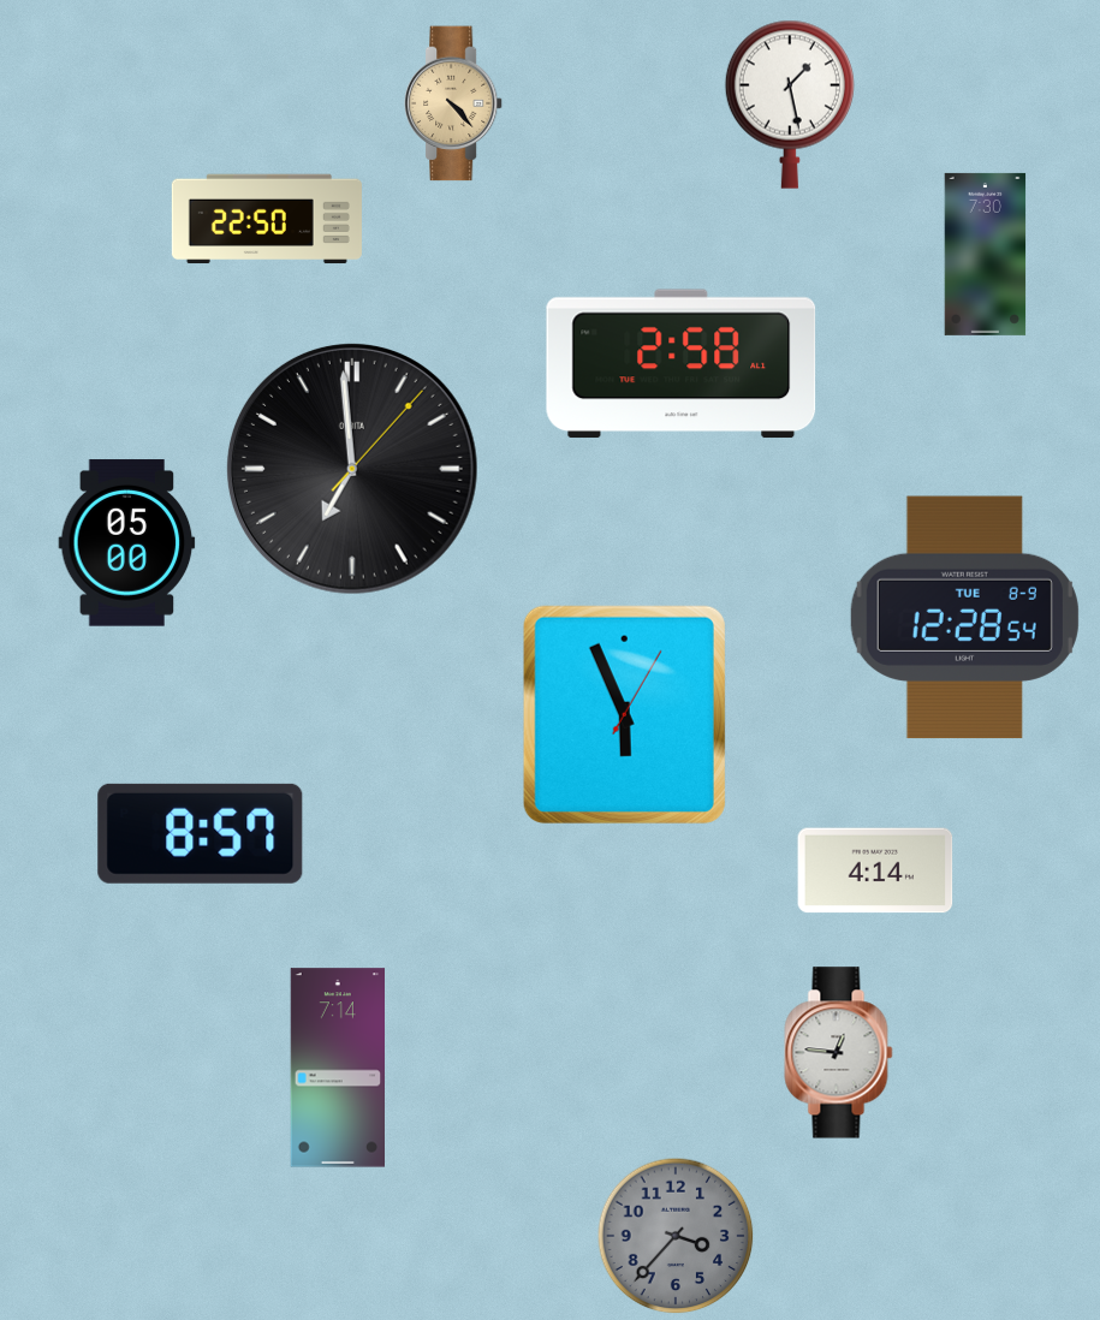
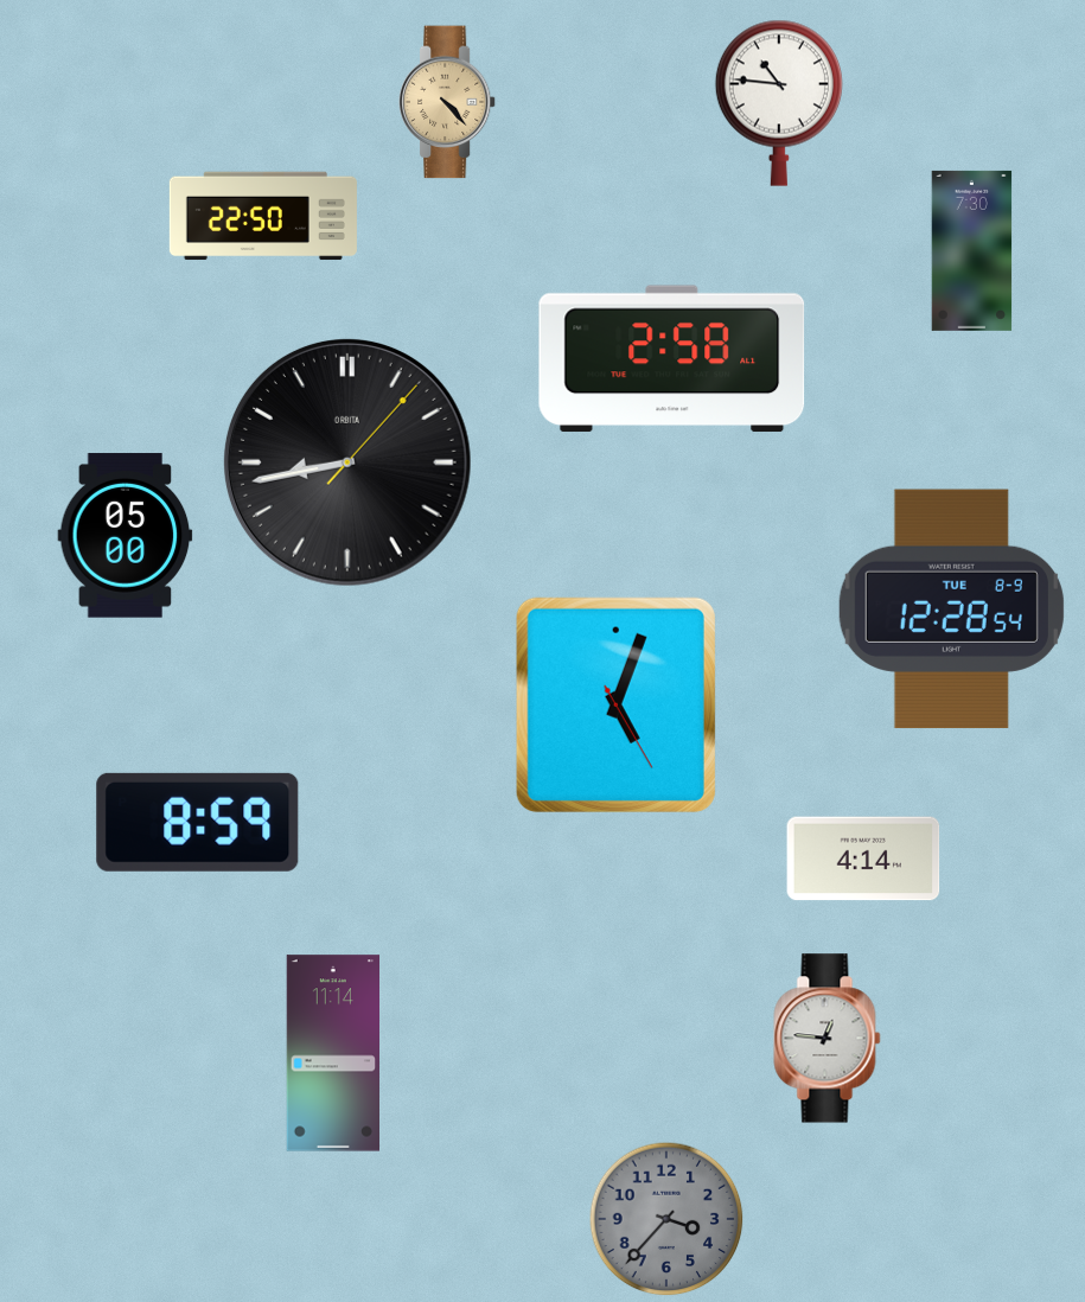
clock at (790, 105): 1:28 -> 10:46
clock at (352, 469): 6:59 -> 8:43
clock at (624, 714): 5:56 -> 5:03
clock at (201, 833): 8:57 -> 8:59
clock at (338, 1068): 7:14 -> 11:14
